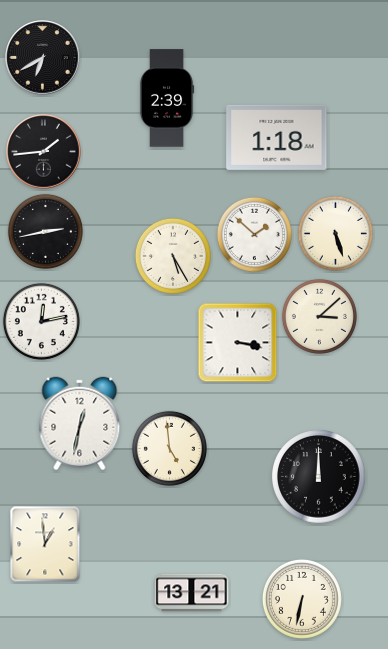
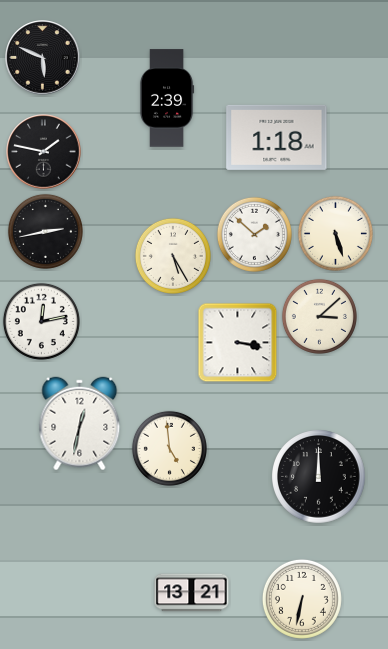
clock at (43, 58): 6:40 -> 5:49
clock at (44, 152): 1:44 -> 1:47
clock at (45, 544): 12:59 -> none
